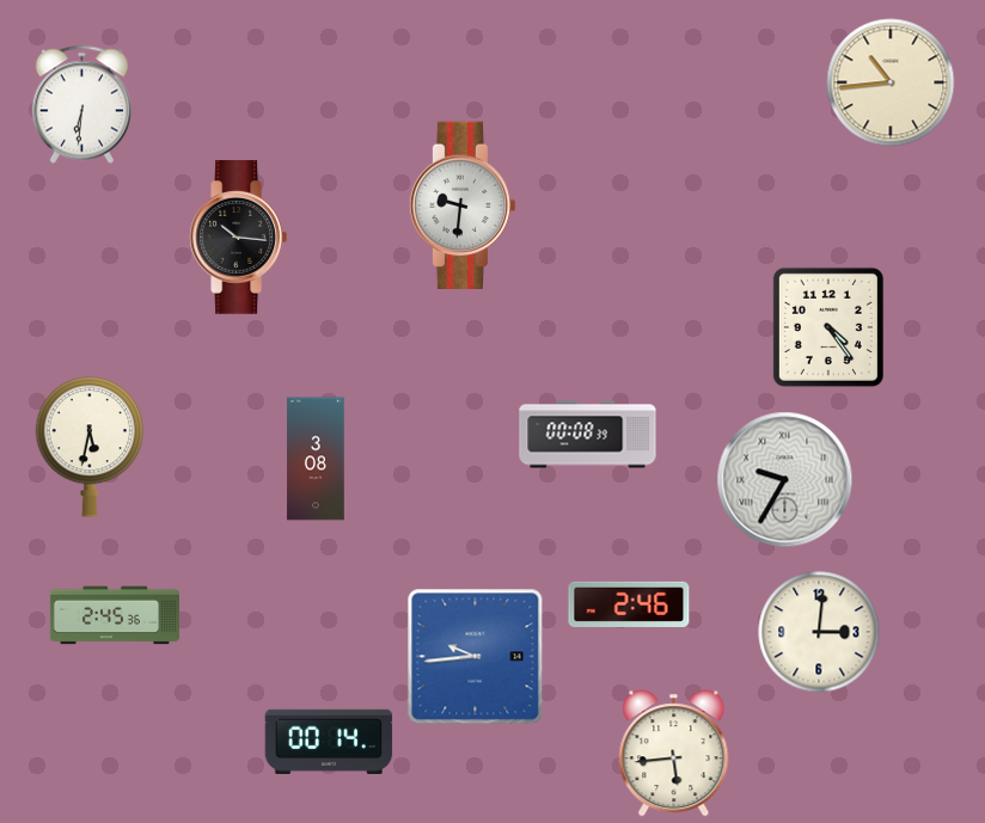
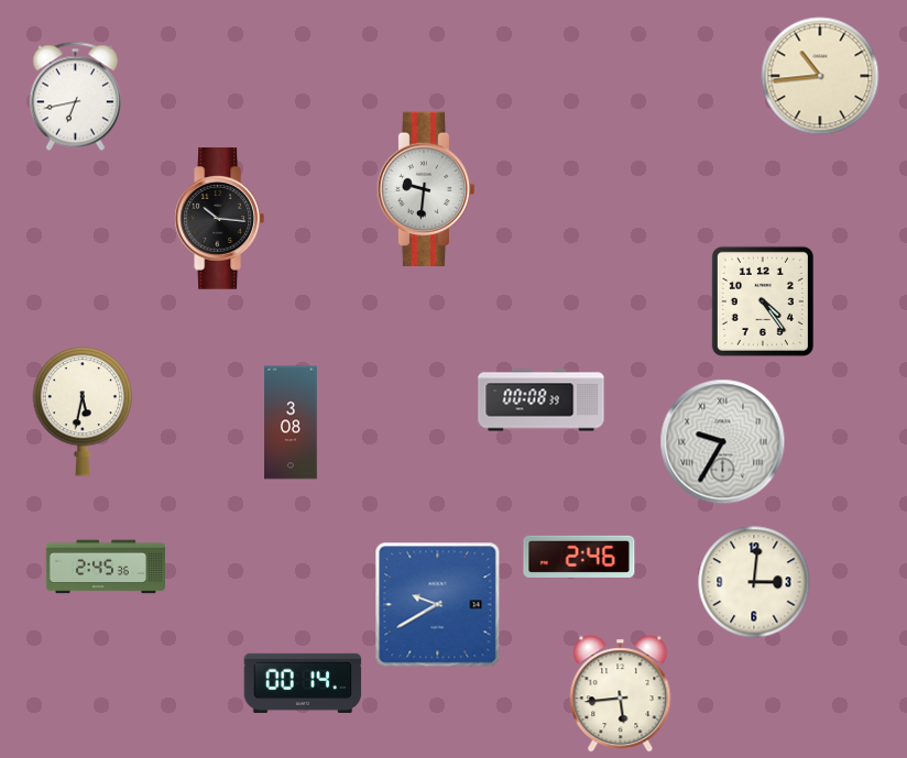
clock at (81, 105): 6:31 -> 6:43
clock at (476, 657): 9:44 -> 9:40
